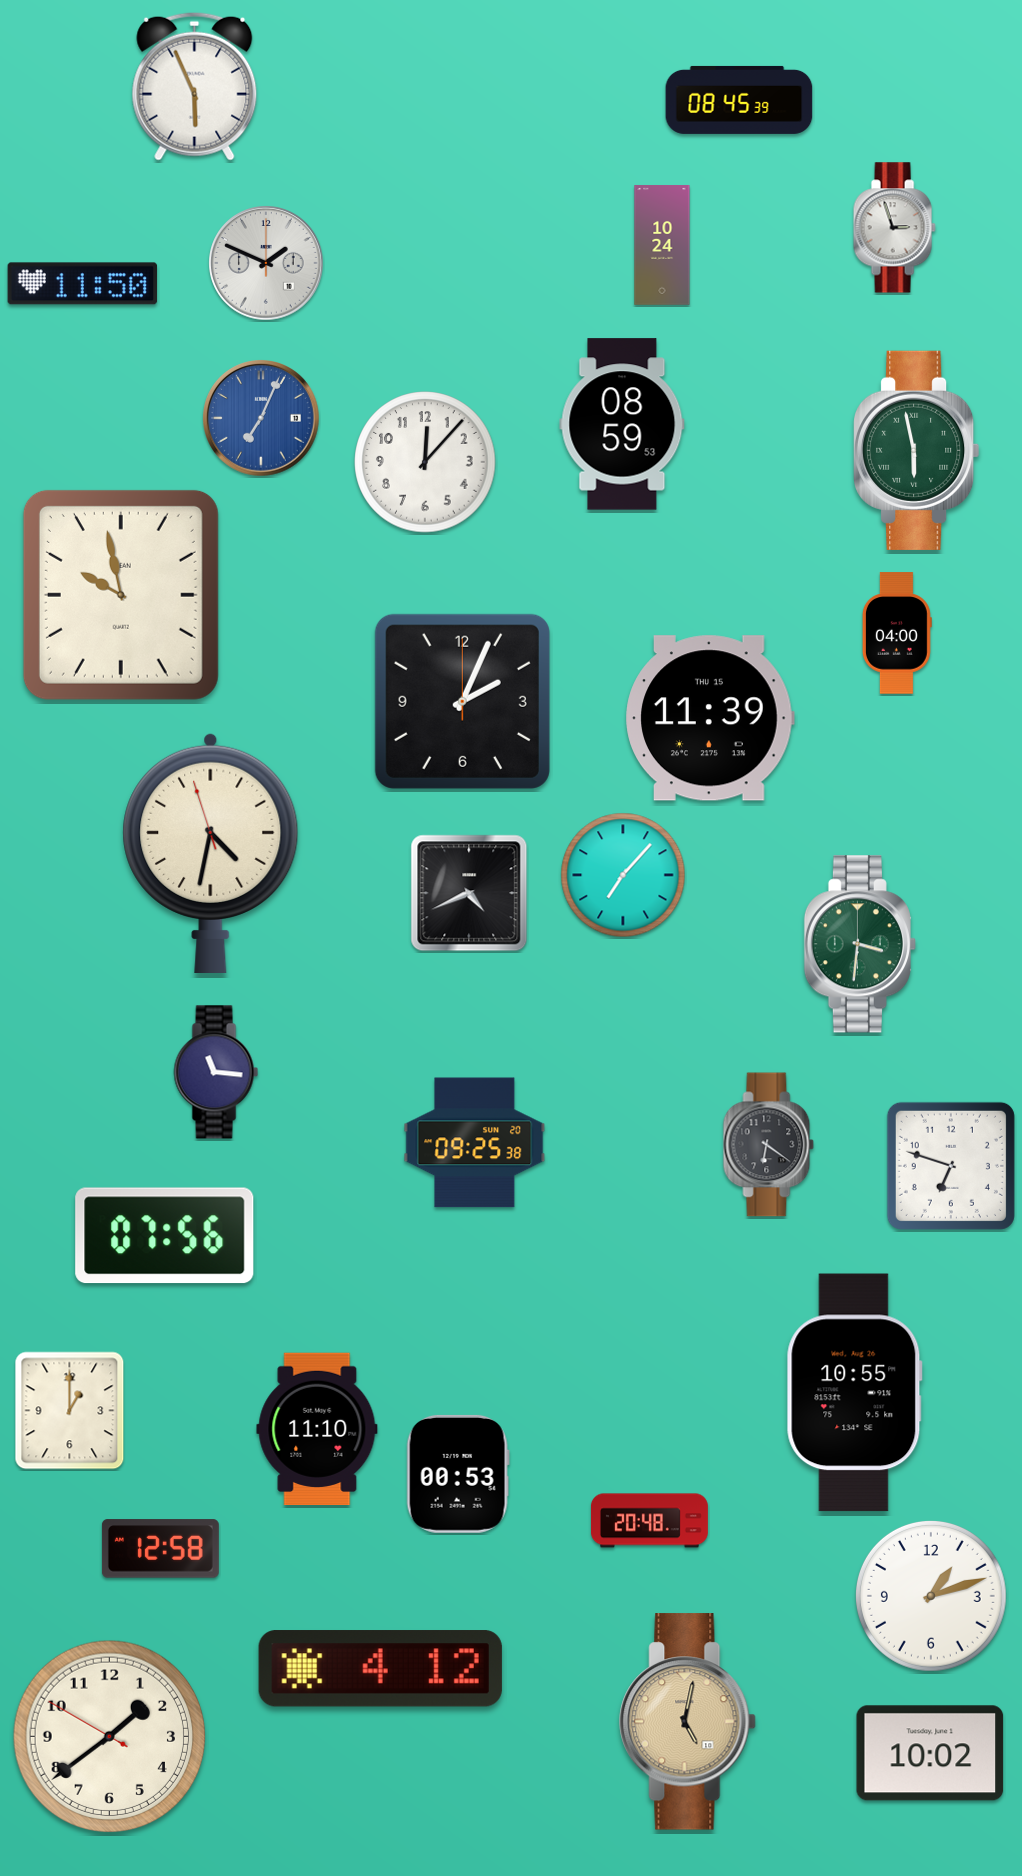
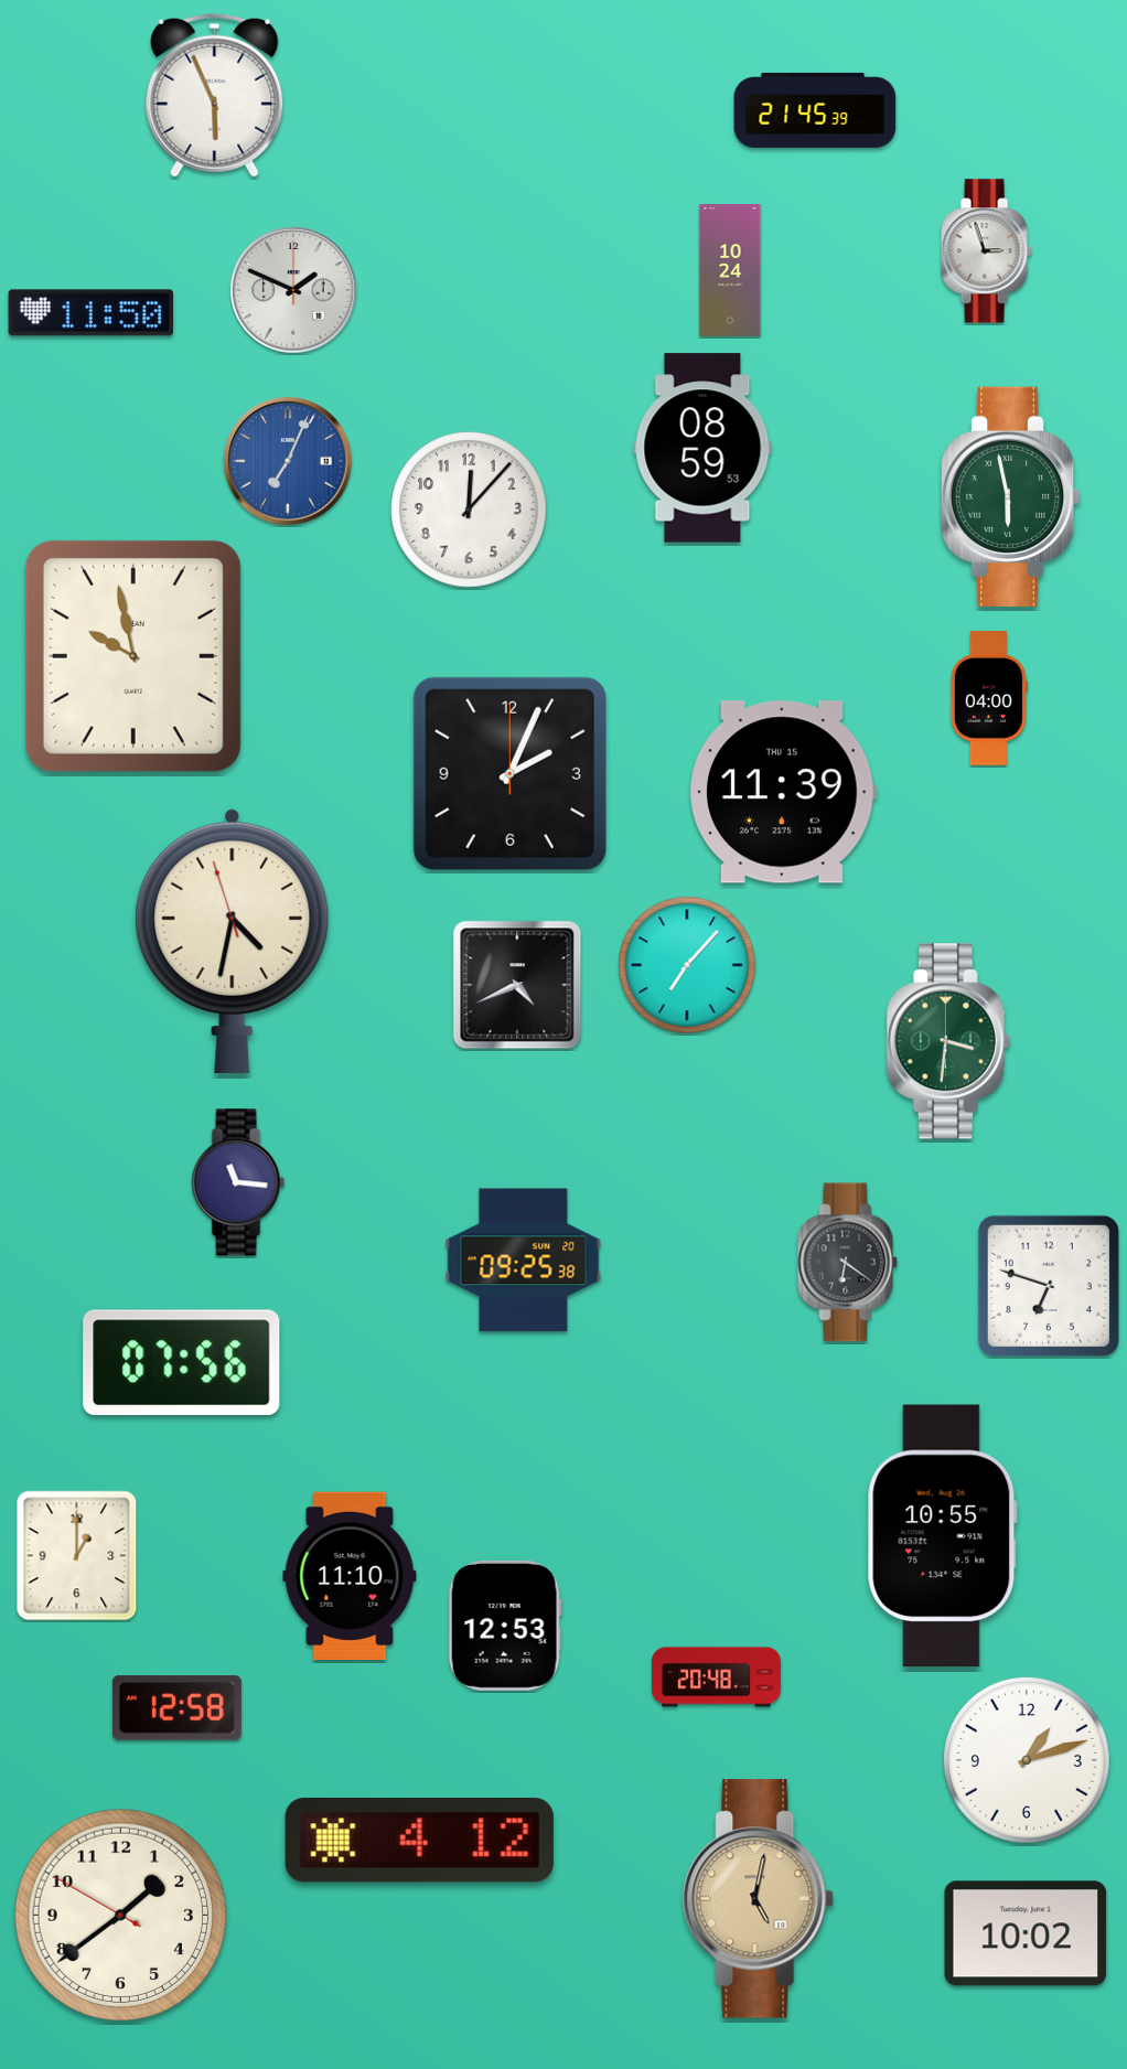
clock at (739, 100): 08:45 -> 21:45
clock at (622, 424) position: (622, 424) -> (702, 448)
clock at (458, 1474): 00:53 -> 12:53
